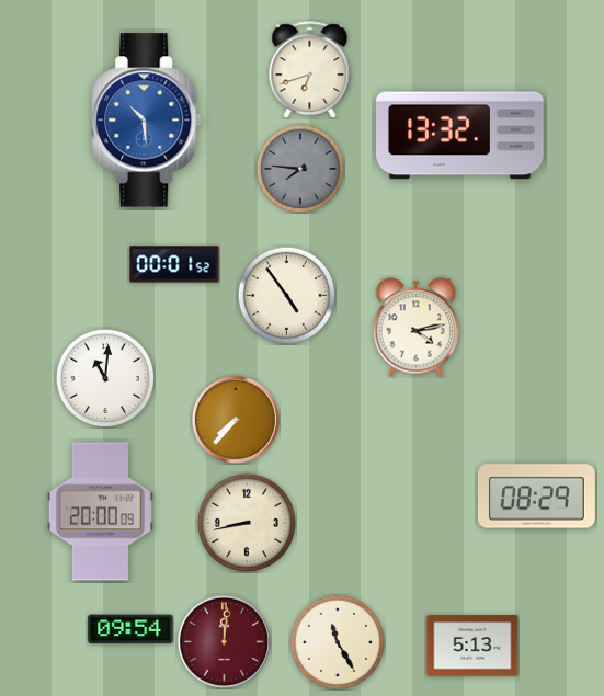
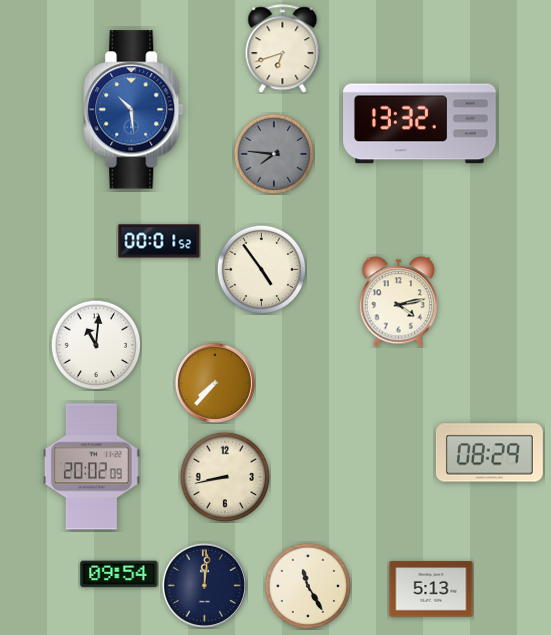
clock at (310, 70) position: (310, 70) -> (283, 49)
clock at (417, 328) position: (417, 328) -> (399, 302)
clock at (100, 512): 20:00 -> 20:02
clock at (224, 641) dial: burgundy -> navy
